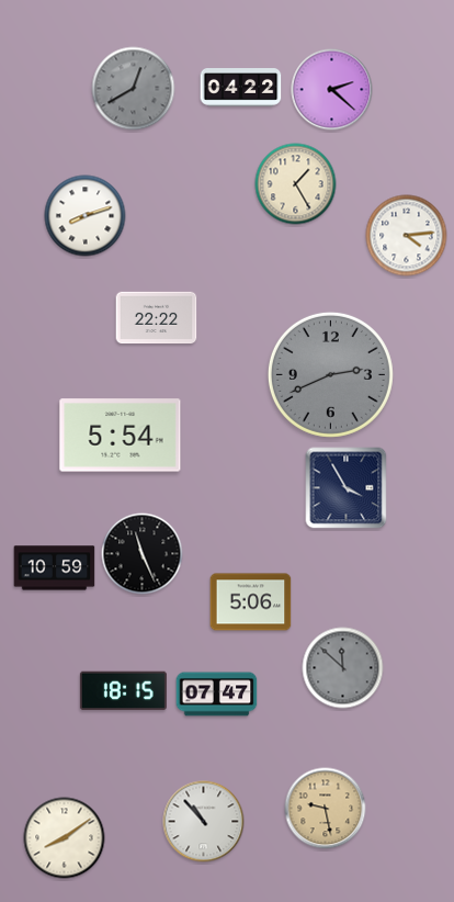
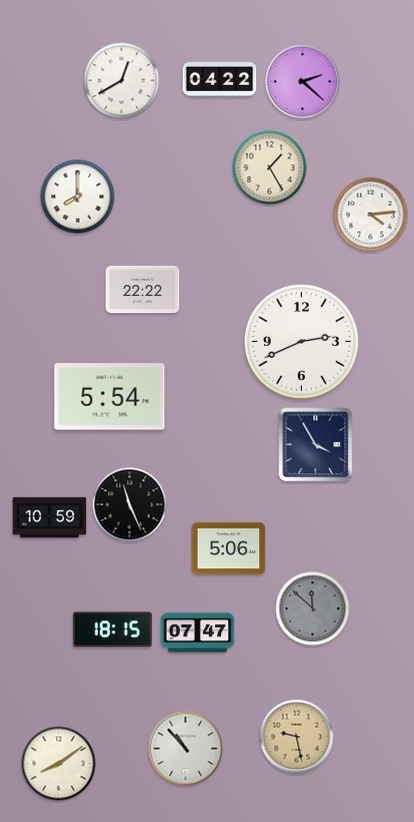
clock at (134, 89) dial: grey -> white
clock at (86, 216): 8:12 -> 8:00
clock at (330, 374) dial: grey -> white
